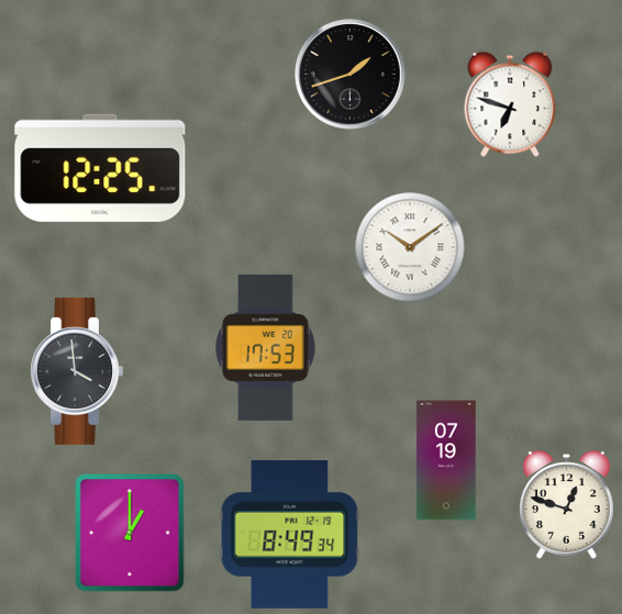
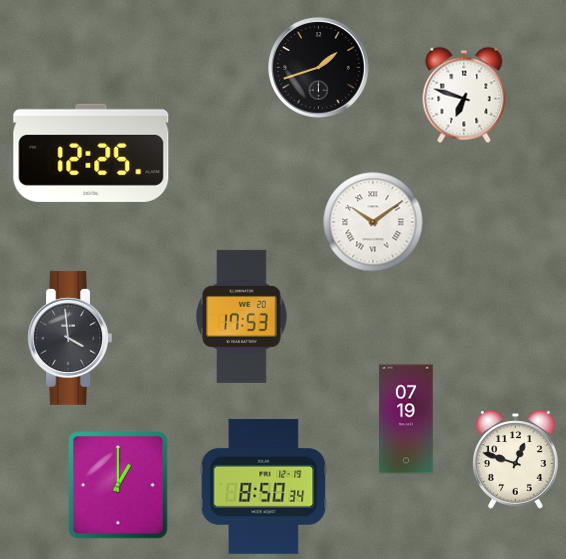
clock at (410, 247) position: (410, 247) -> (373, 222)
clock at (290, 534): 8:49 -> 8:50
